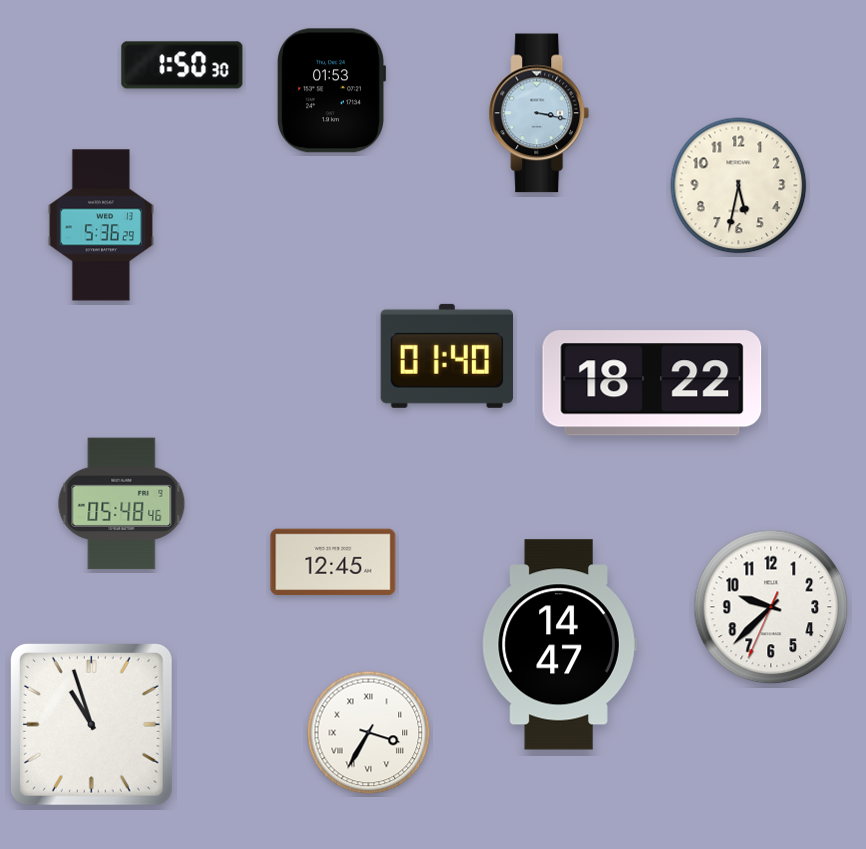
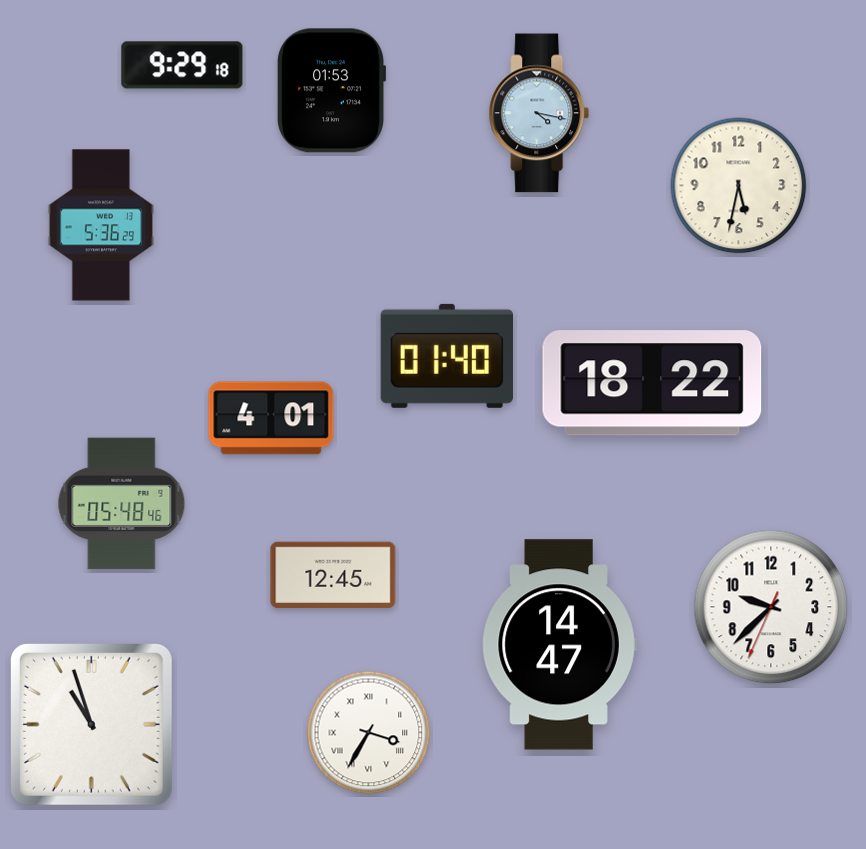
clock at (182, 65): 1:50 -> 9:29
clock at (539, 113): 3:17 -> 4:17
clock at (271, 418): none -> 4:01
clock at (333, 562) position: (333, 562) -> (333, 575)
